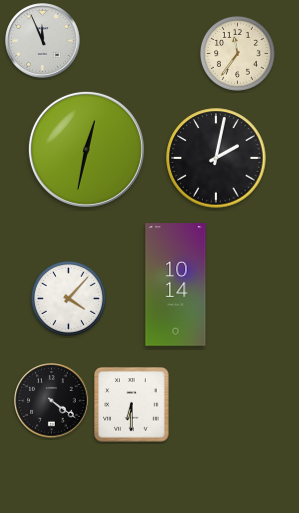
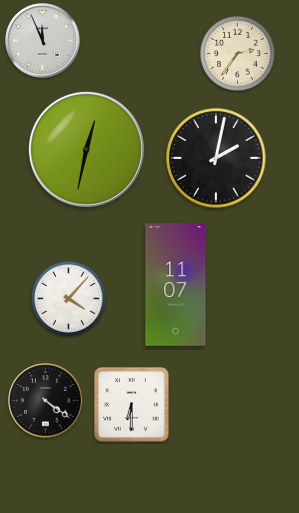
clock at (237, 53): 11:36 -> 2:36
clock at (176, 285): 10:14 -> 11:07
clock at (52, 401) position: (52, 401) -> (46, 401)
